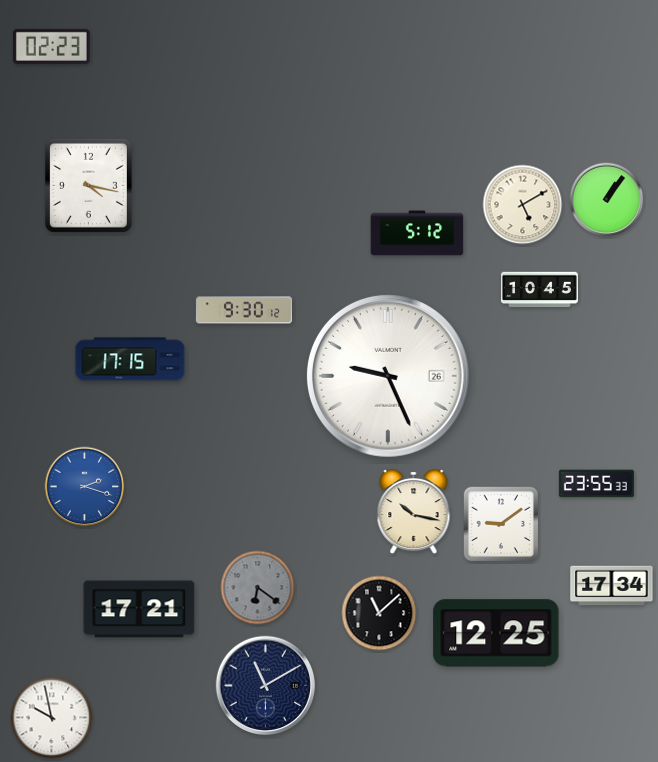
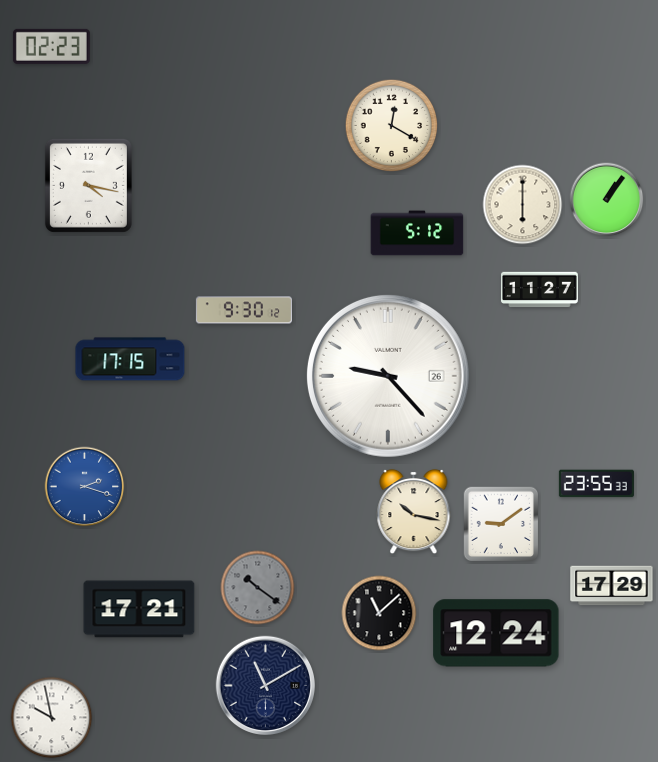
clock at (392, 126): none -> 12:20
clock at (523, 205): 5:10 -> 6:00
clock at (539, 290): 10:45 -> 11:27
clock at (388, 376): 9:26 -> 9:23
clock at (612, 586): 17:34 -> 17:29
clock at (258, 588): 6:21 -> 10:21
clock at (496, 633): 12:25 -> 12:24
